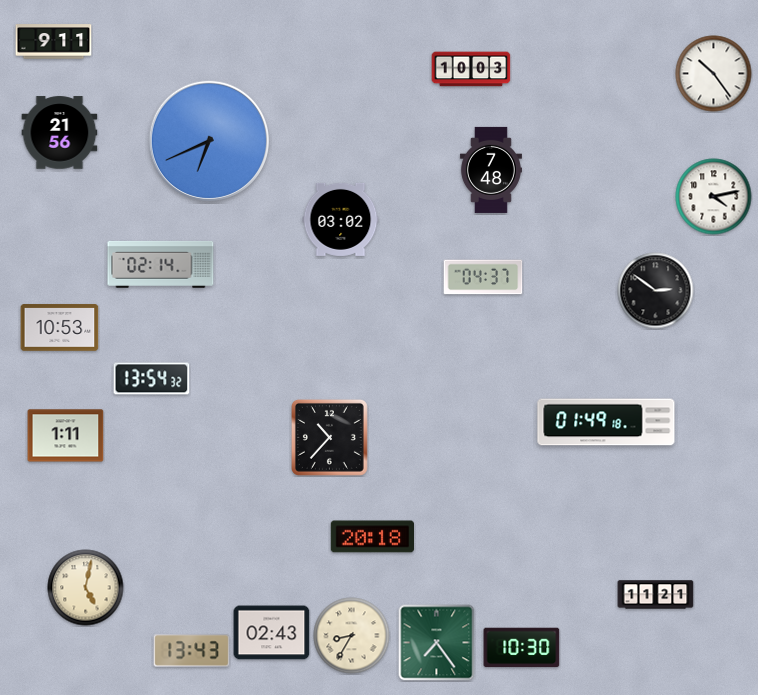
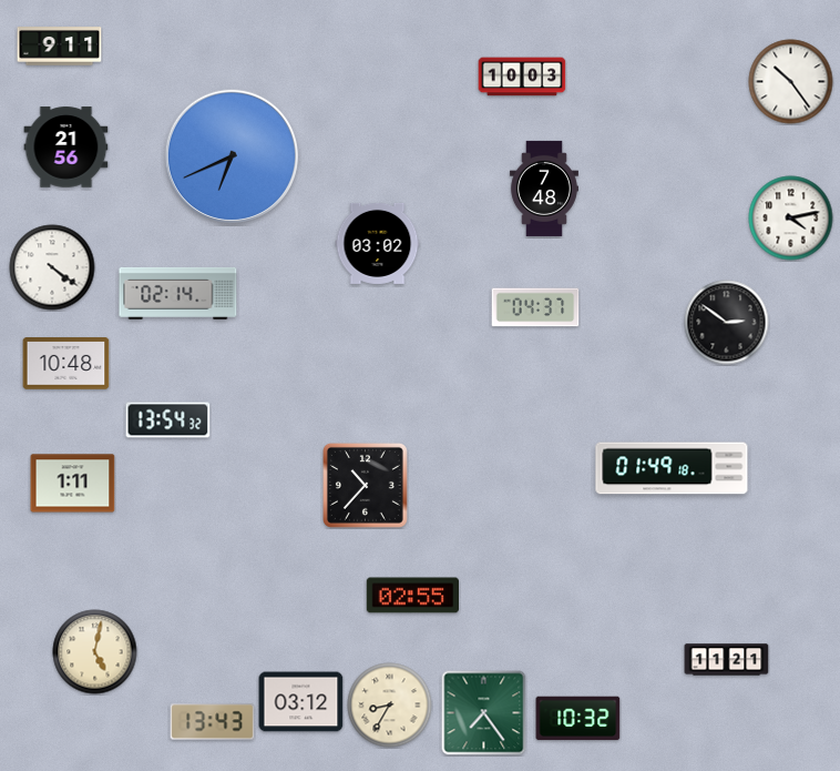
clock at (52, 267): none -> 4:21
clock at (60, 328): 10:53 -> 10:48
clock at (372, 537): 20:18 -> 02:55
clock at (272, 633): 02:43 -> 03:12
clock at (522, 648): 10:30 -> 10:32
